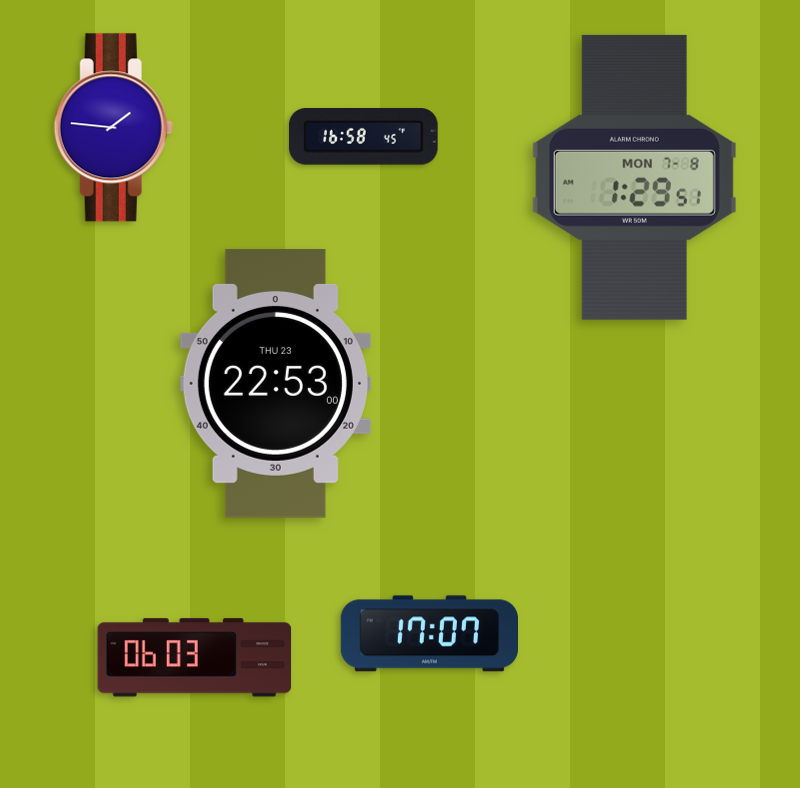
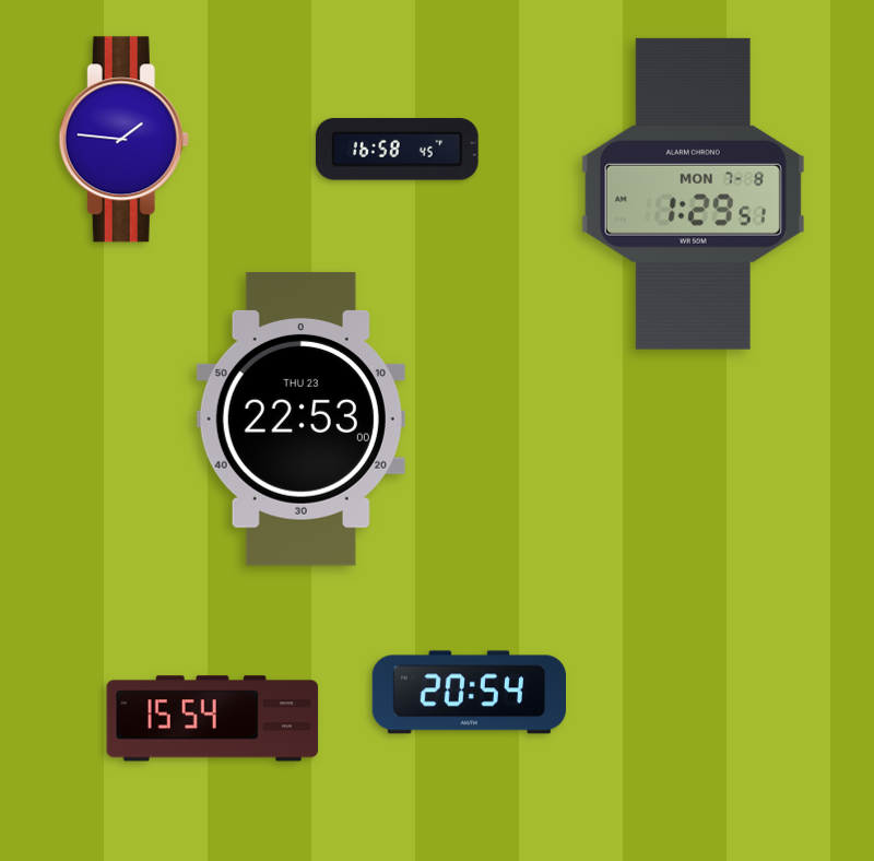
clock at (429, 634): 17:07 -> 20:54
clock at (195, 658): 06:03 -> 15:54
